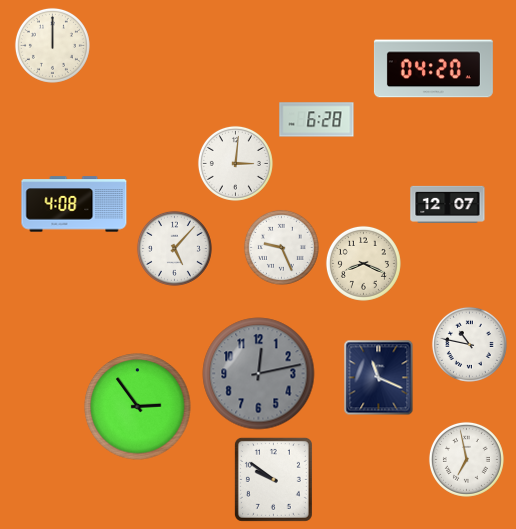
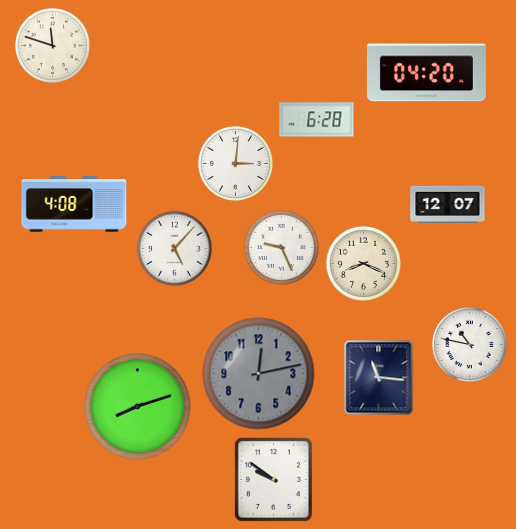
clock at (52, 45): 12:00 -> 11:48
clock at (433, 69) position: (433, 69) -> (426, 73)
clock at (379, 378): 11:19 -> 11:16
clock at (138, 407): 2:54 -> 8:12
clock at (466, 459): 6:58 -> none
